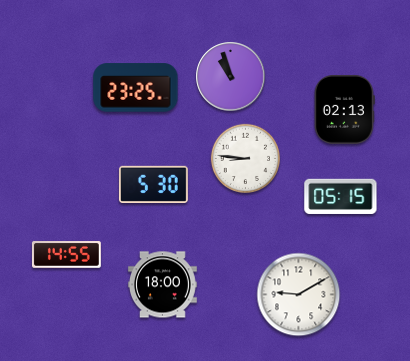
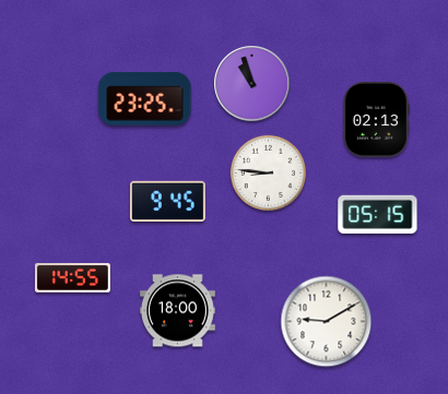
clock at (136, 88) position: (136, 88) -> (145, 99)
clock at (153, 184): 5:30 -> 9:45
clock at (341, 196) position: (341, 196) -> (378, 214)
